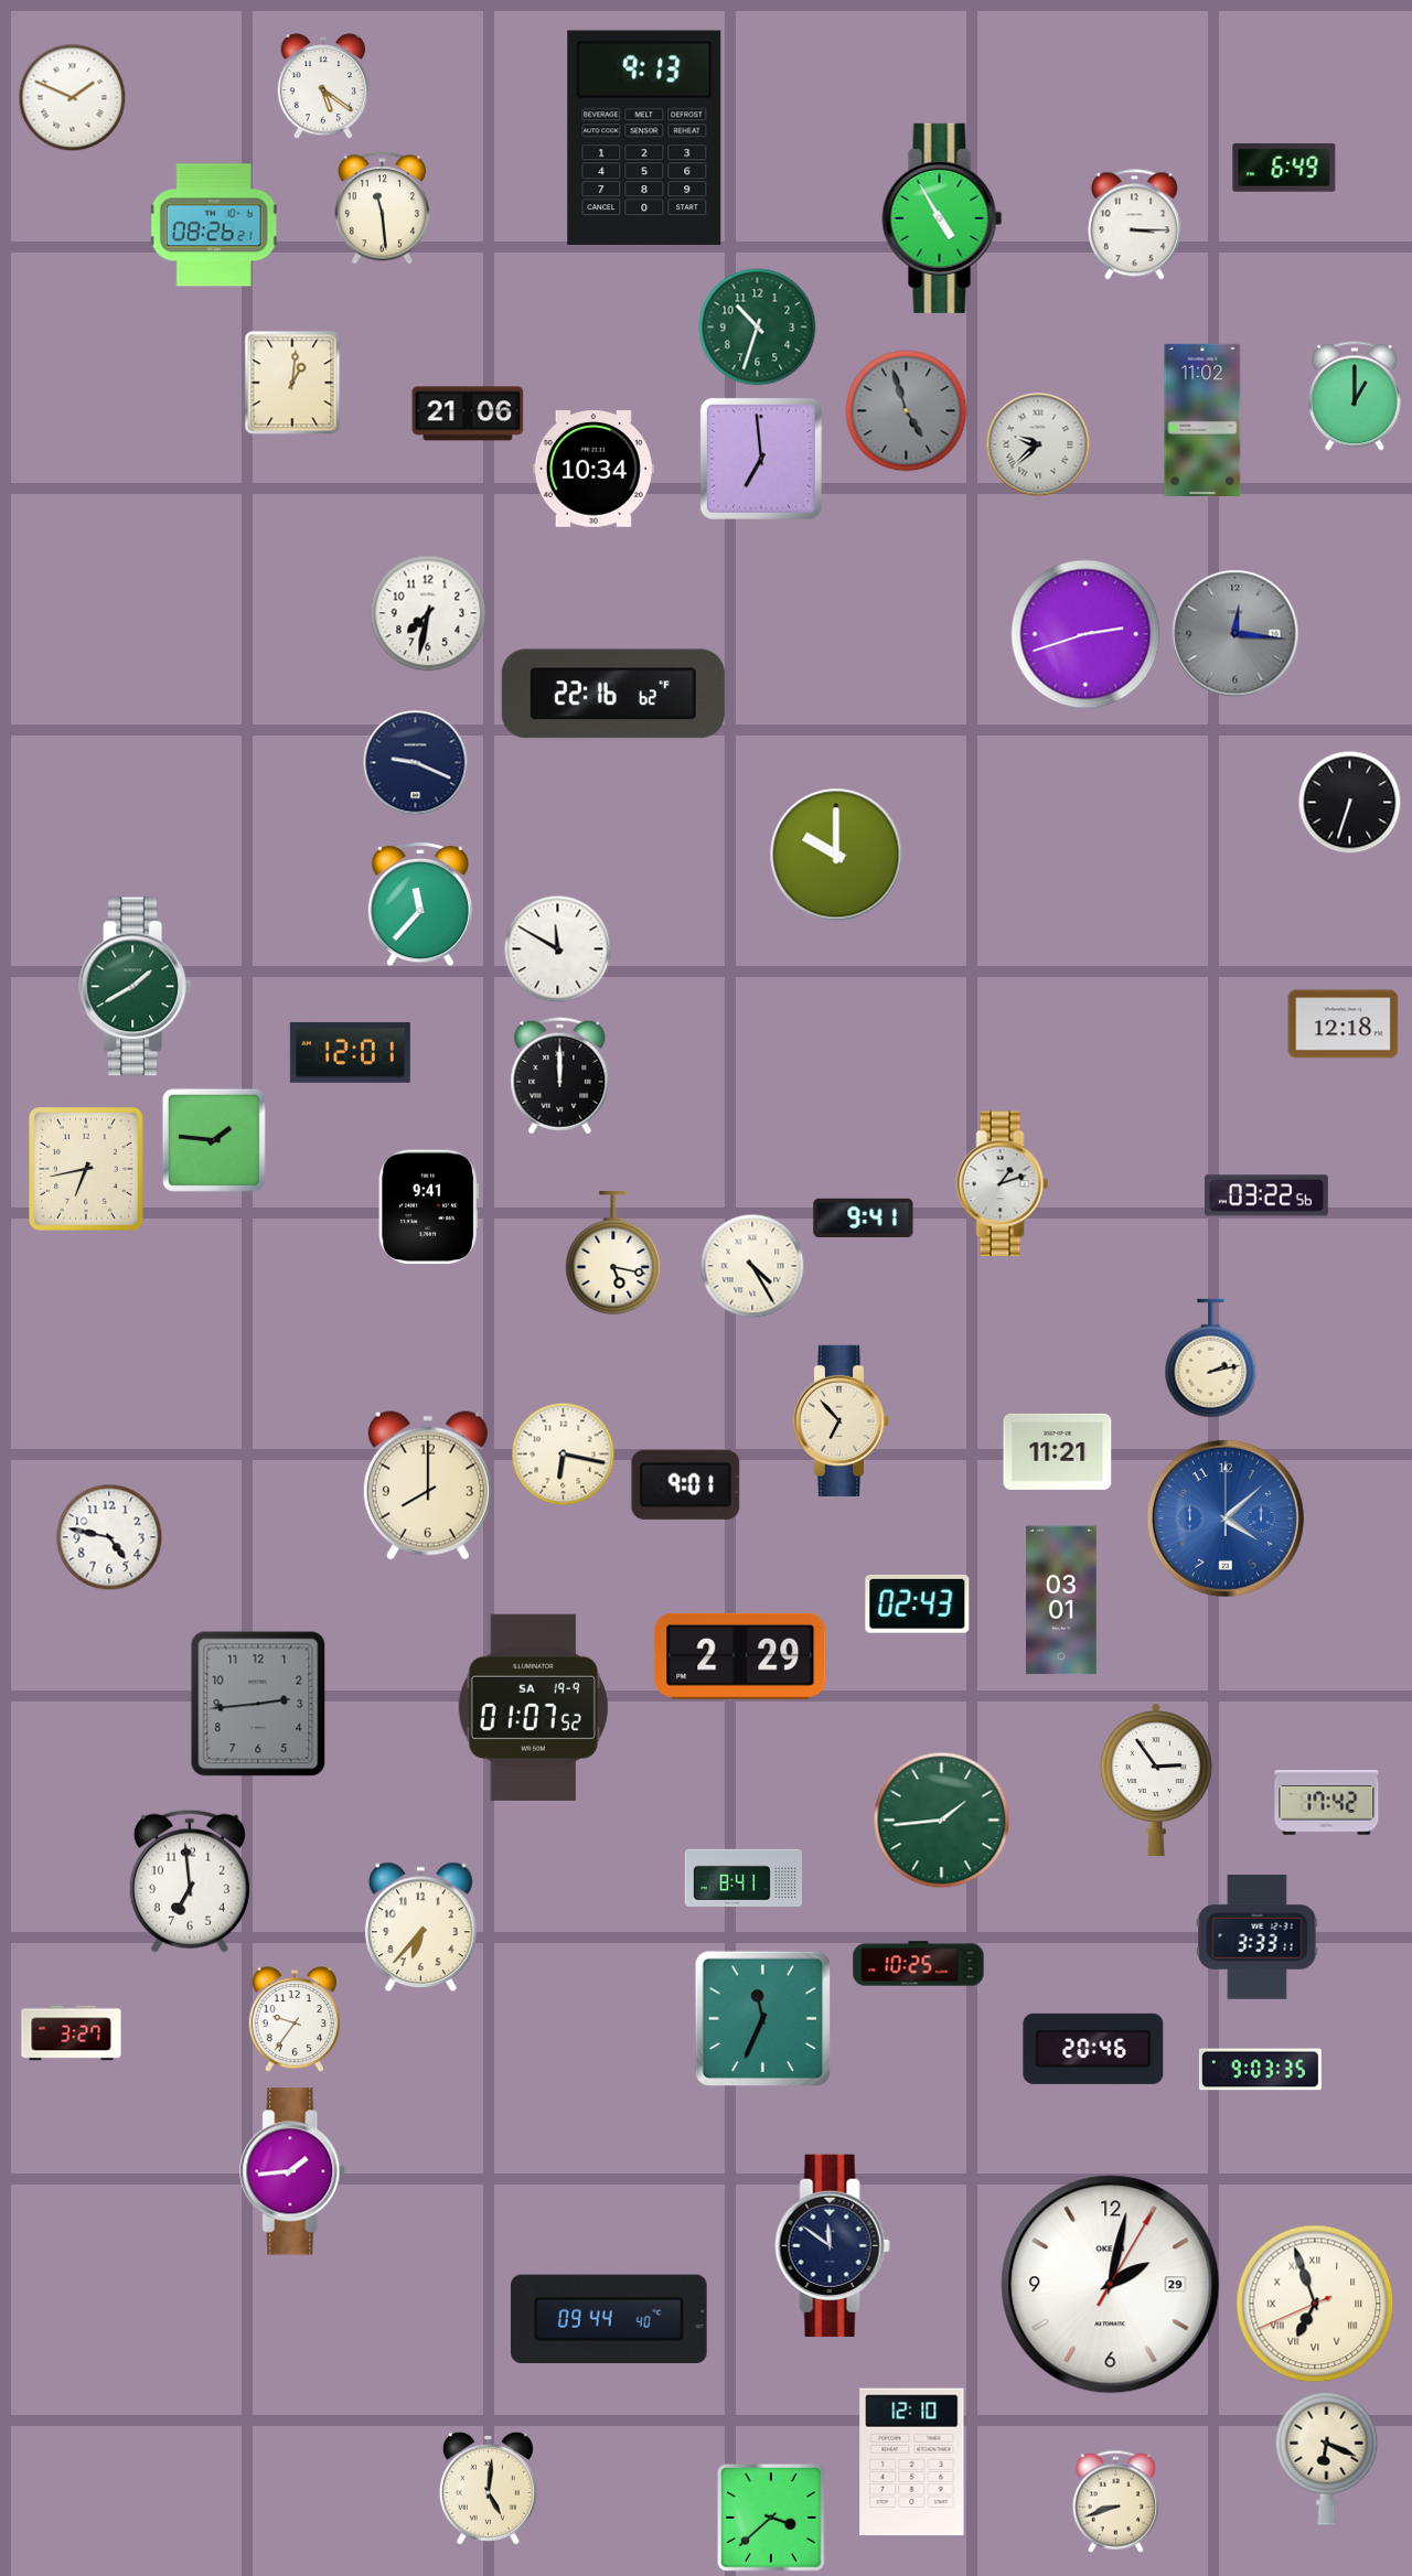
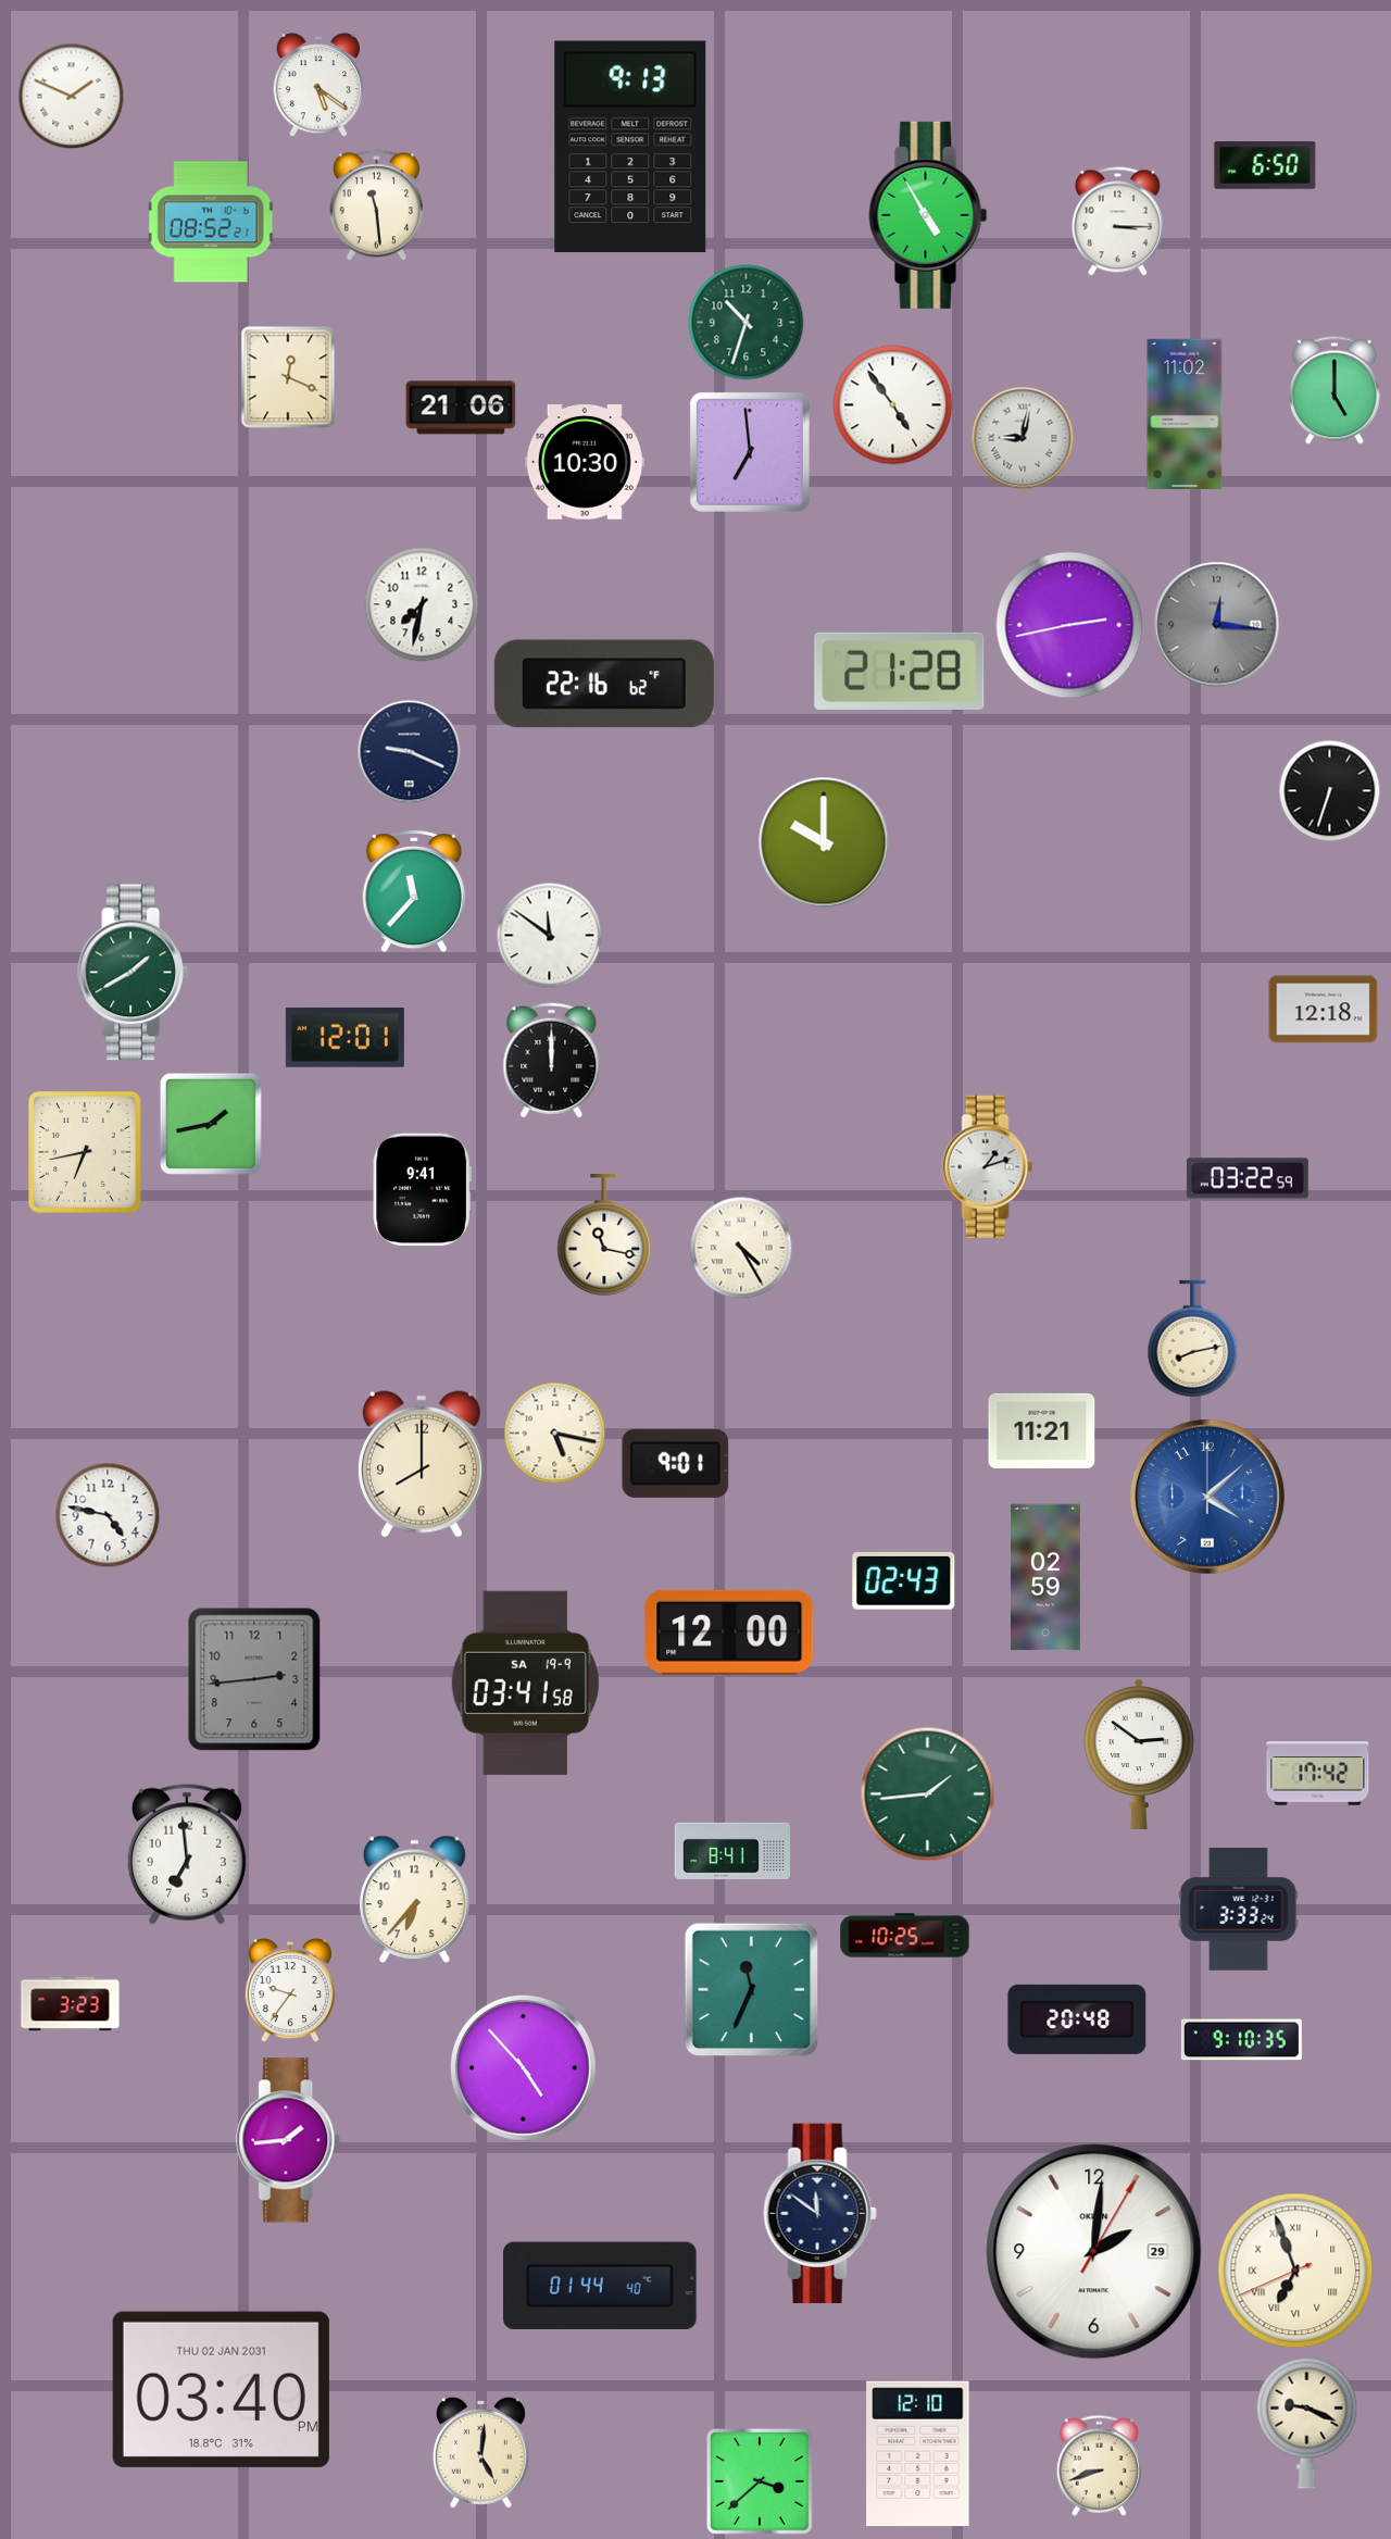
clock at (644, 138) position: (644, 138) -> (630, 147)
clock at (1284, 168): 6:49 -> 6:50
clock at (214, 225): 08:26 -> 08:52
clock at (292, 383): 1:01 -> 12:19
clock at (1356, 396): 1:00 -> 5:00
clock at (907, 411): 4:57 -> 4:54
clock at (907, 411) dial: grey -> white
clock at (1038, 444): 9:38 -> 9:02
clock at (593, 469): 10:34 -> 10:30
clock at (1085, 634): 2:42 -> 2:43
clock at (900, 671): none -> 21:28
clock at (558, 949): 11:50 -> 11:51
clock at (214, 1140): 1:46 -> 1:43
clock at (1266, 1195): 03:22:56 -> 03:22:59
clock at (864, 1219): 9:41 -> none
clock at (613, 1253): 5:17 -> 11:17
clock at (1211, 1359): 2:13 -> 8:13
clock at (842, 1420): 6:53 -> none
clock at (564, 1455): 6:17 -> 5:17
clock at (1062, 1600): 03:01 -> 02:59
clock at (740, 1656): 2:29 -> 12:00
clock at (533, 1707): 01:07 -> 03:41
clock at (1156, 1780): 2:54 -> 2:51
clock at (1327, 1803) position: (1327, 1803) -> (1318, 1774)
clock at (1258, 1938): 3:33:11 -> 3:33:24
clock at (72, 2033): 3:27 -> 3:23
clock at (1093, 2049): 20:46 -> 20:48
clock at (1260, 2070): 9:03 -> 9:10
clock at (523, 2067): none -> 4:53
clock at (1111, 2285): 2:02 -> 2:01
clock at (610, 2319): 09:44 -> 01:44
clock at (221, 2389): none -> 03:40
clock at (1327, 2458): 6:19 -> 9:19
clock at (912, 2462) position: (912, 2462) -> (918, 2454)
